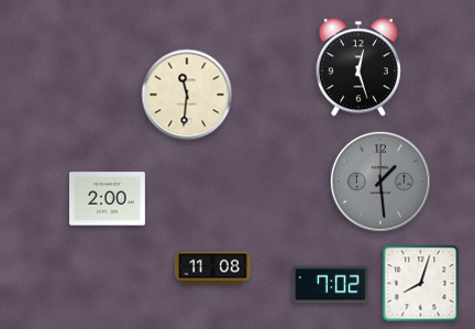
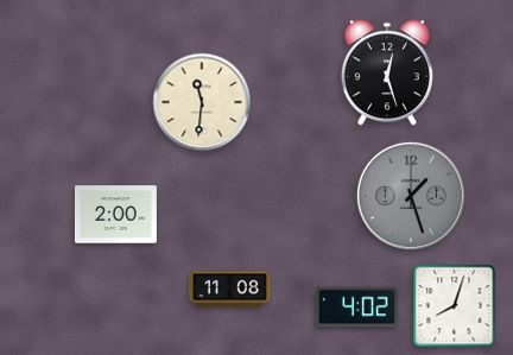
clock at (380, 182): 1:29 -> 1:27
clock at (330, 285): 7:02 -> 4:02
